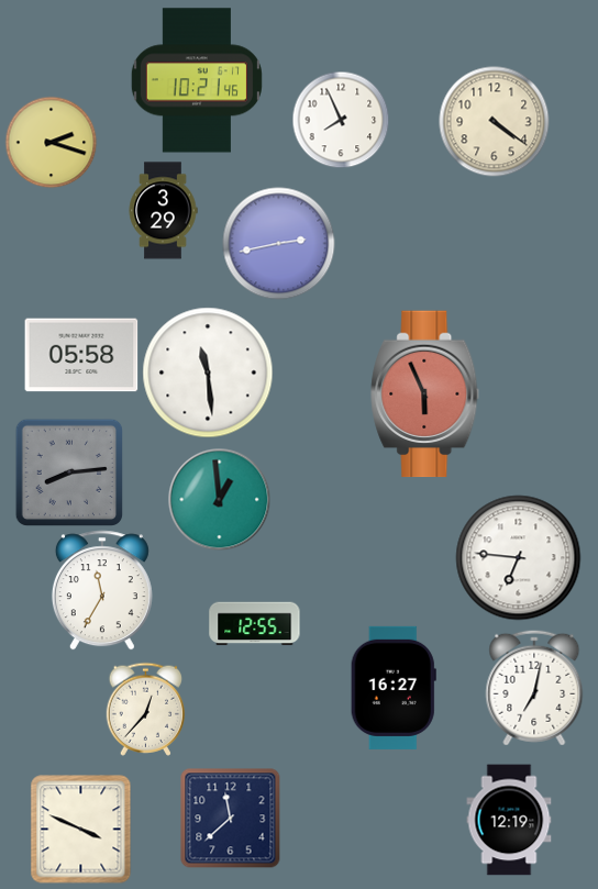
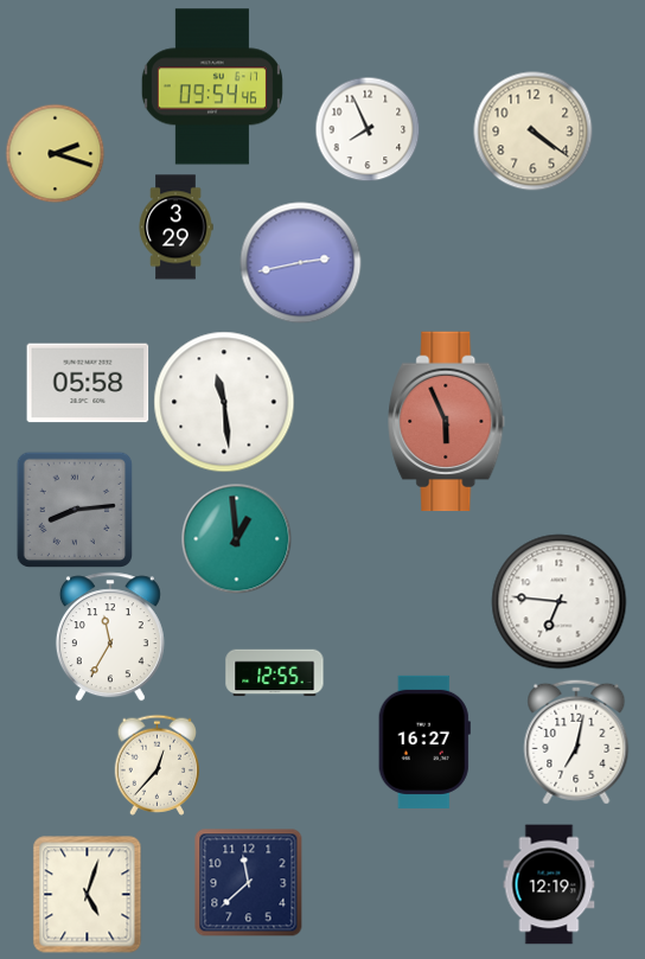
clock at (197, 80): 10:21 -> 09:54
clock at (425, 395) position: (425, 395) -> (447, 422)
clock at (81, 830): 3:49 -> 5:03
